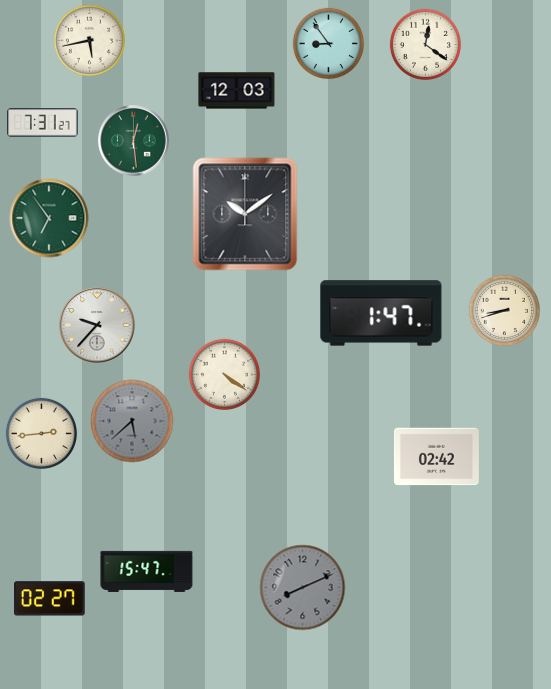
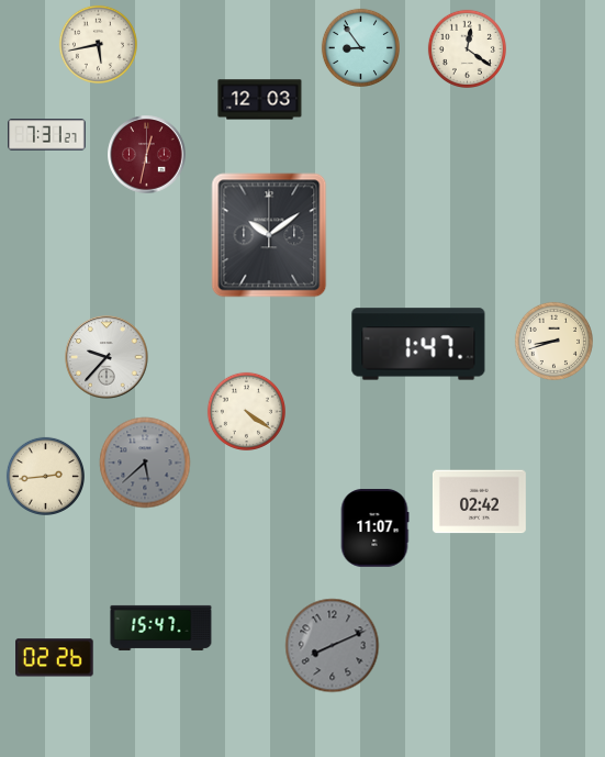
clock at (134, 141): 12:29 -> 12:32
clock at (134, 141) dial: green -> burgundy
clock at (49, 218): 6:54 -> none
clock at (374, 528): none -> 11:07
clock at (50, 599): 02:27 -> 02:26
